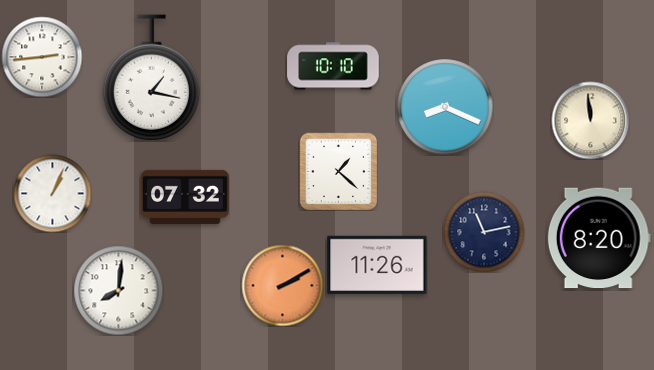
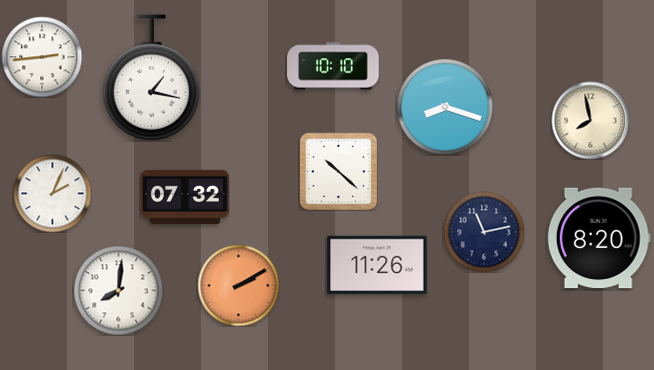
clock at (445, 107): 8:19 -> 8:18
clock at (590, 120): 11:59 -> 7:58
clock at (338, 171): 1:22 -> 10:22
clock at (52, 193): 1:04 -> 2:04
clock at (282, 285) position: (282, 285) -> (238, 285)
